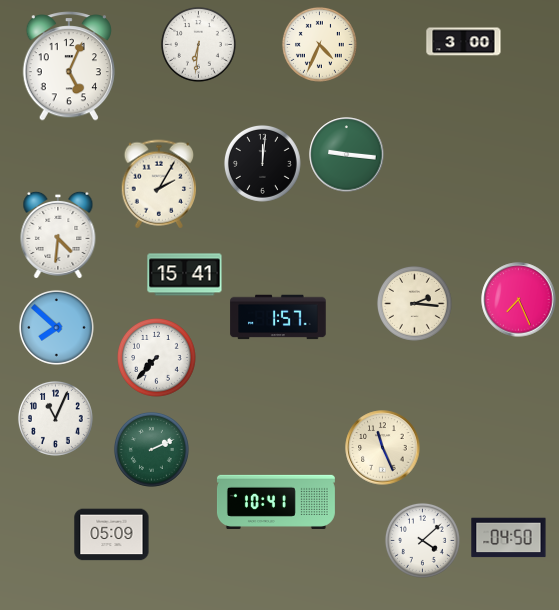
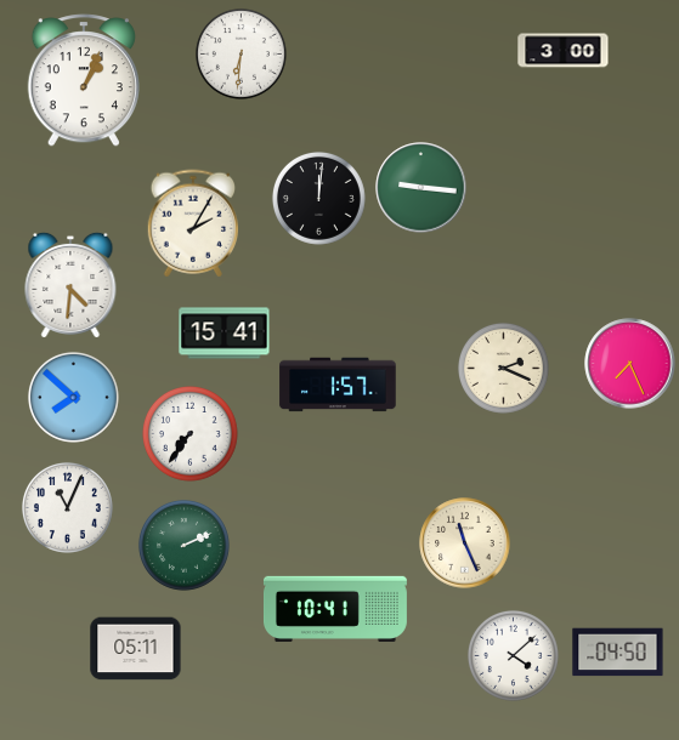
clock at (319, 44): 4:34 -> none
clock at (68, 66): 5:04 -> 1:04
clock at (414, 303): 2:16 -> 2:19
clock at (56, 327) position: (56, 327) -> (73, 397)
clock at (157, 358): 7:37 -> 7:36
clock at (112, 535): 05:09 -> 05:11
